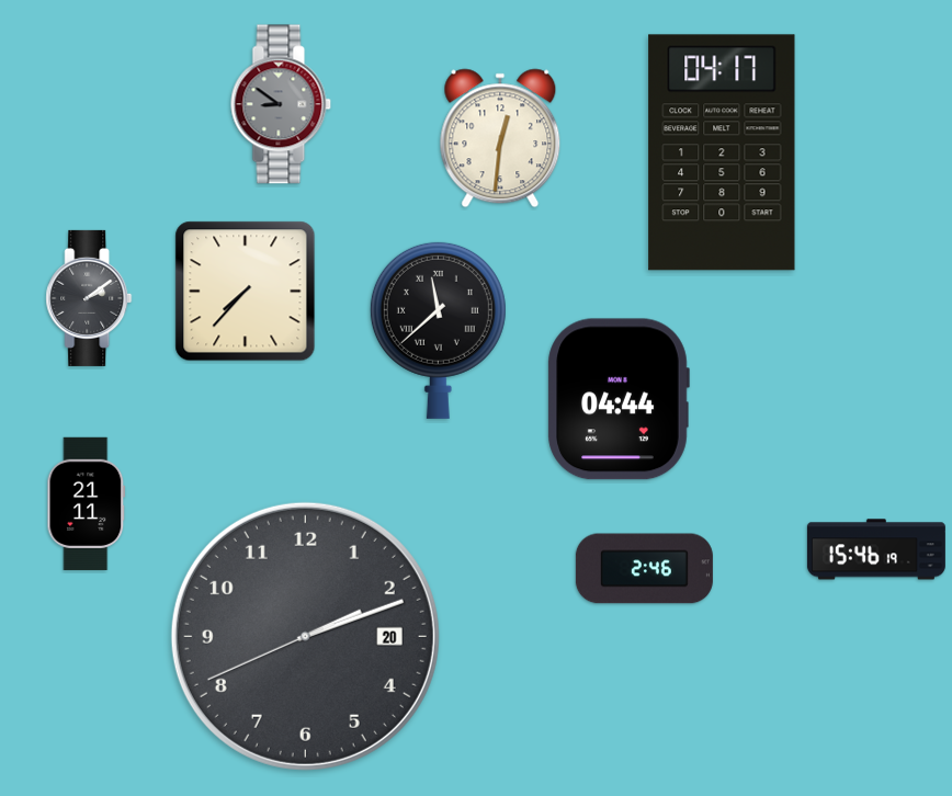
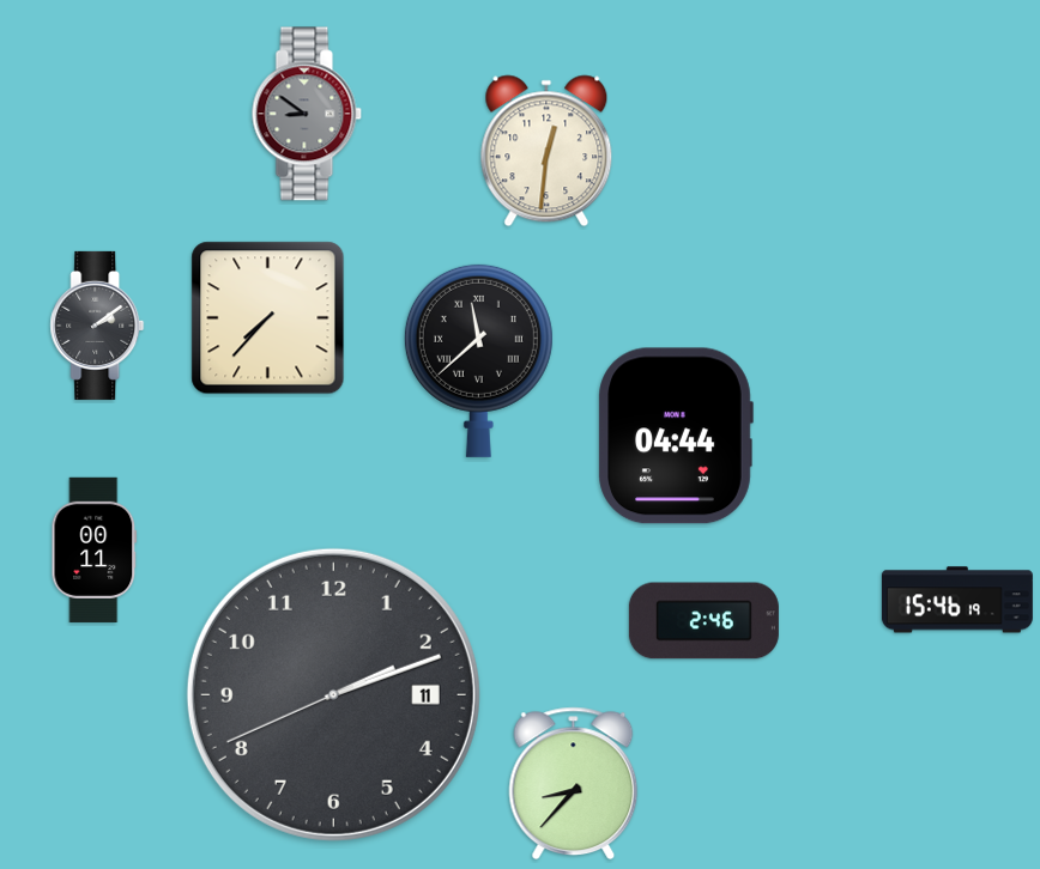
clock at (722, 152): 04:17 -> none
clock at (87, 503): 21:11 -> 00:11
clock at (305, 636) date: 20 -> 11
clock at (574, 783): none -> 8:37
